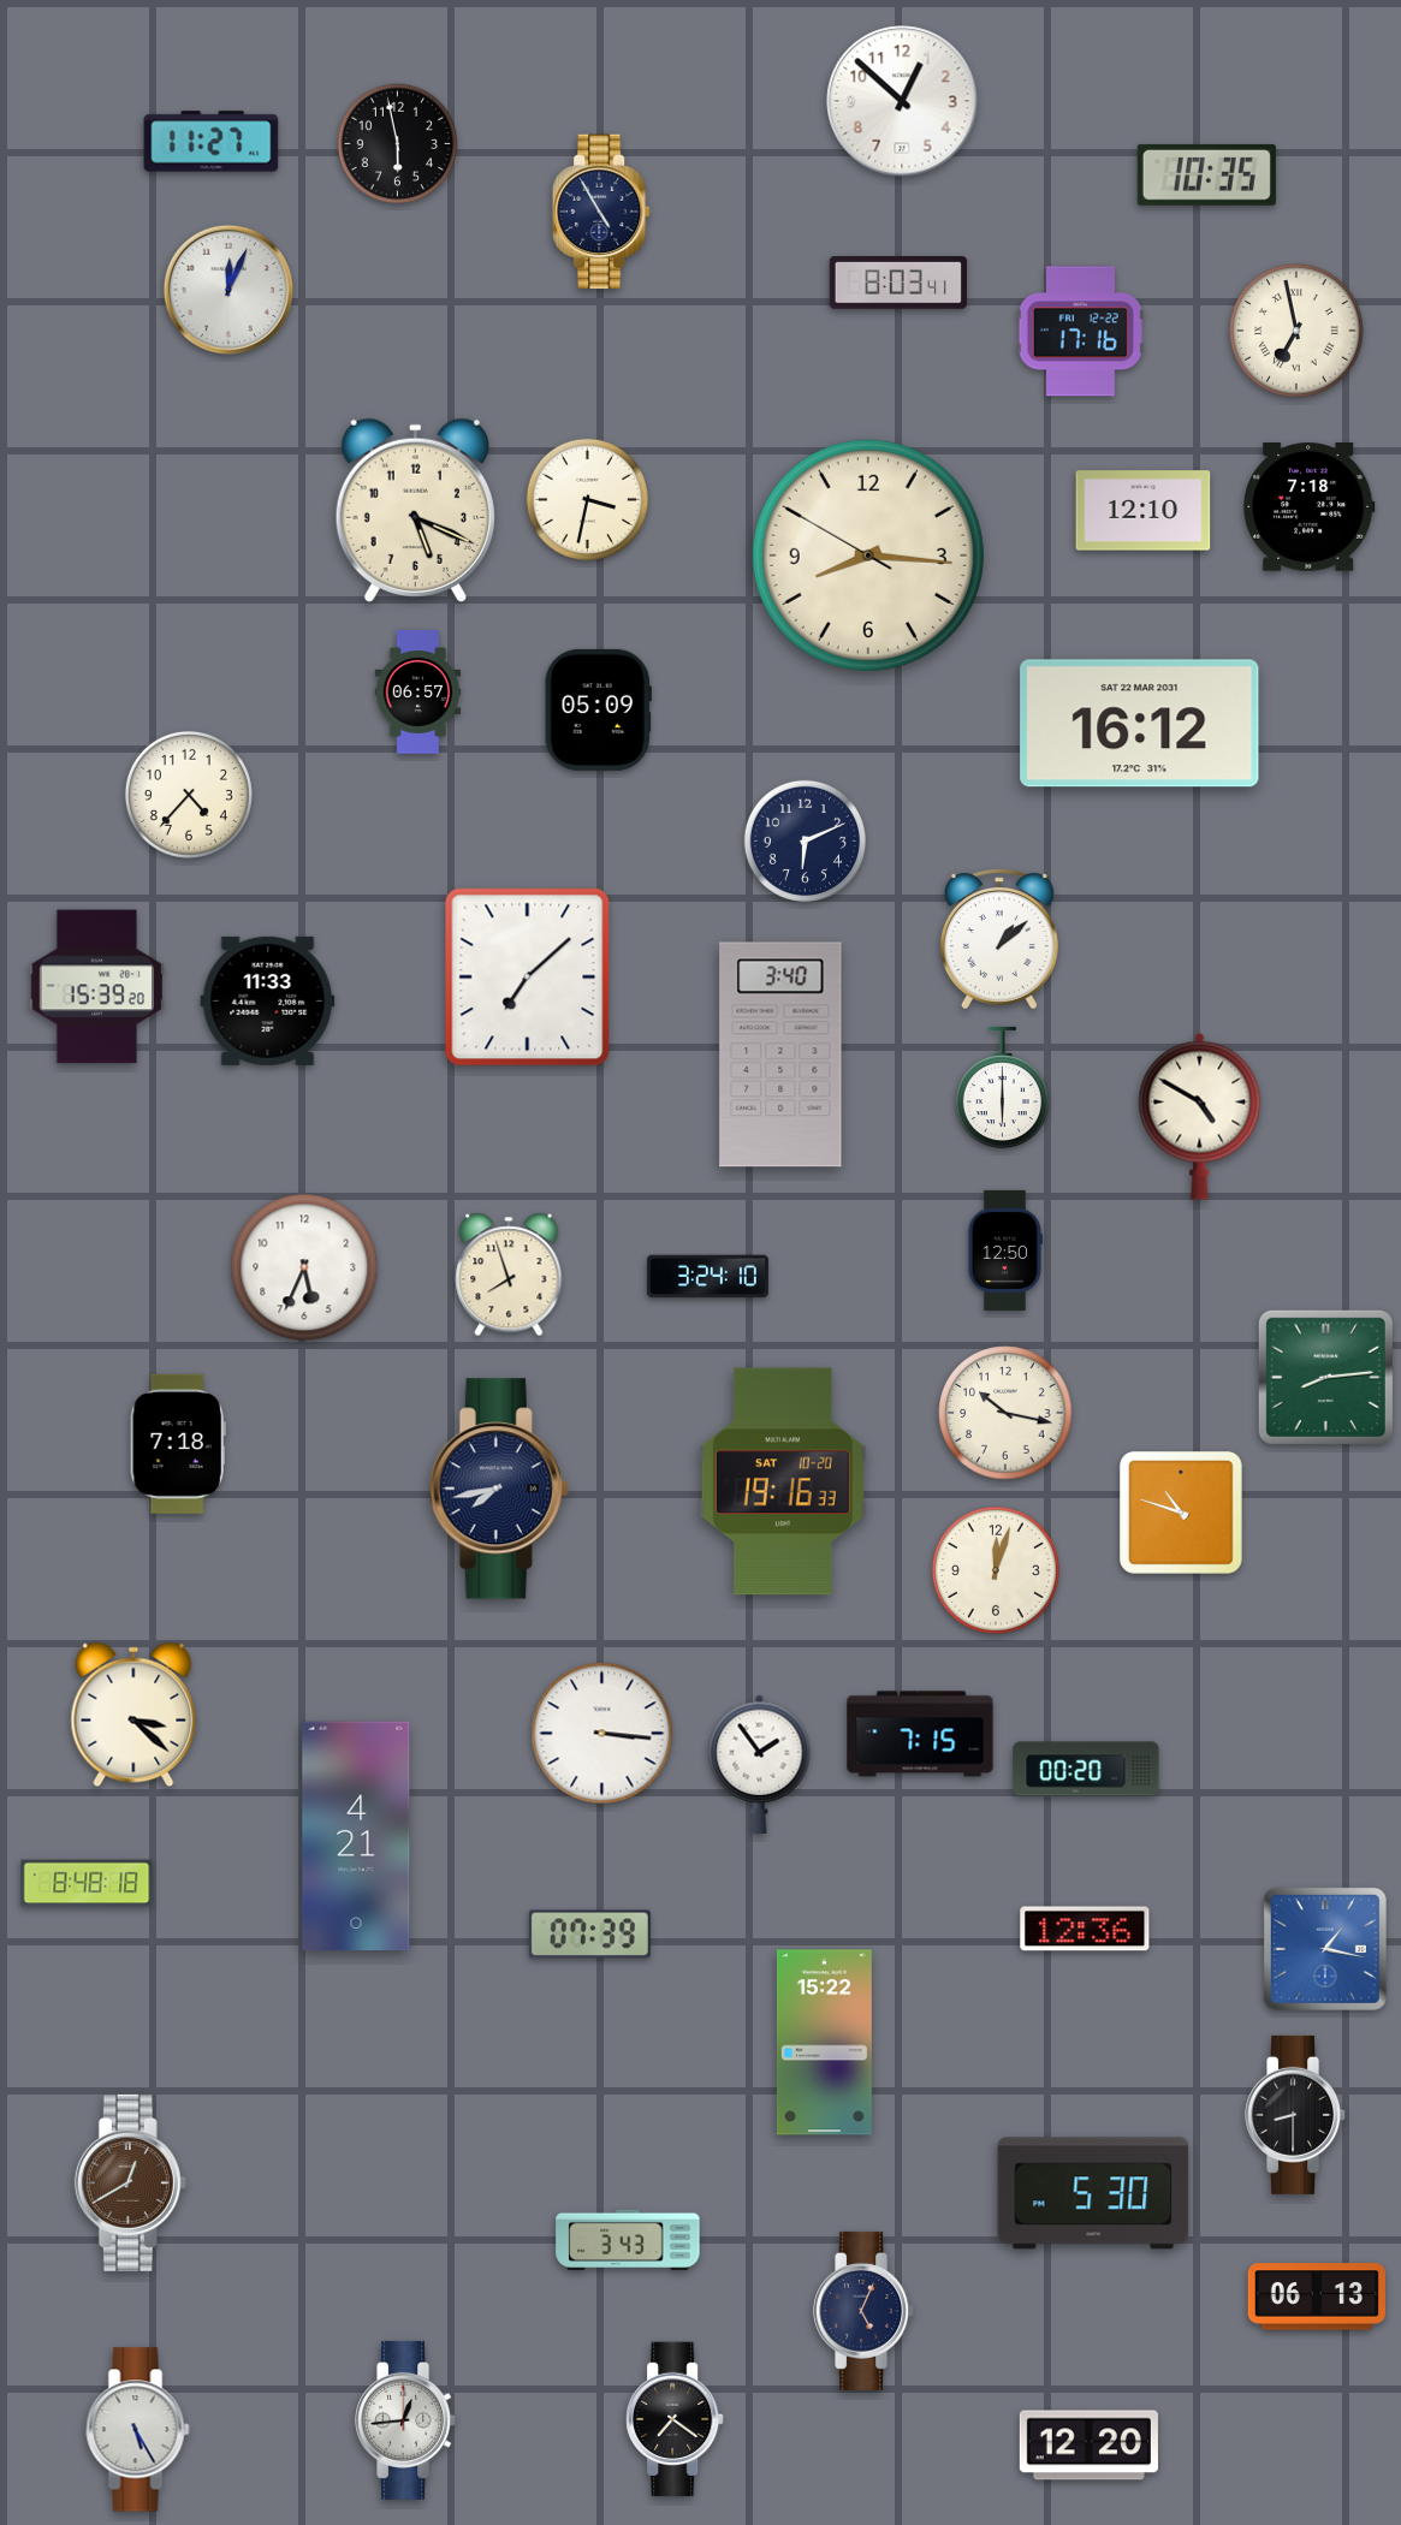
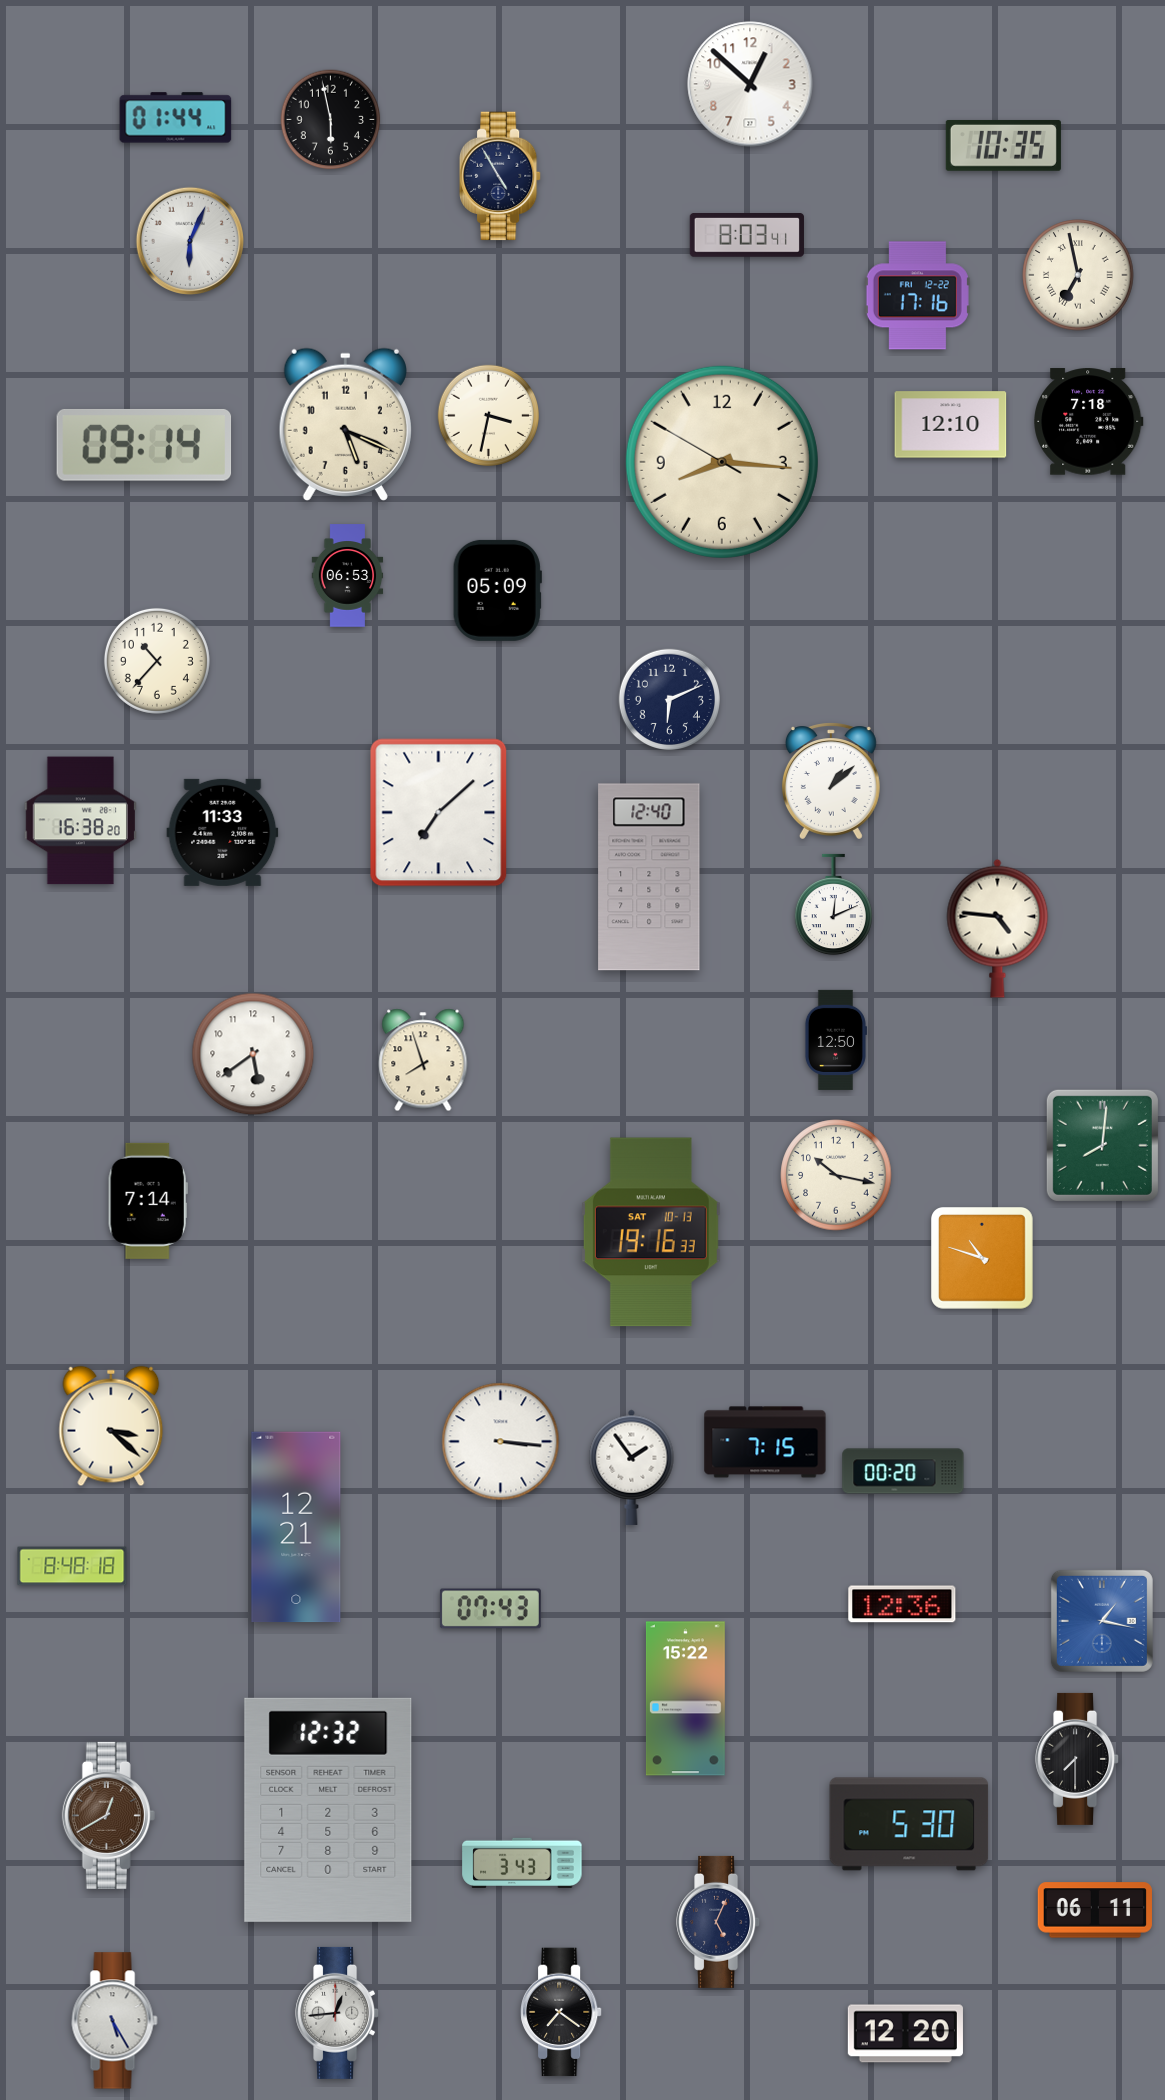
clock at (212, 142): 11:27 -> 01:44
clock at (227, 289): 12:04 -> 6:04
clock at (1080, 332) position: (1080, 332) -> (917, 296)
clock at (144, 445): none -> 09:14
clock at (418, 693): 06:57 -> 06:53
clock at (1140, 724): 16:12 -> none
clock at (189, 795): 4:37 -> 10:37
clock at (96, 987): 15:39 -> 16:38
clock at (780, 1054): 3:40 -> 12:40
clock at (1002, 1088): 6:00 -> 12:11
clock at (1200, 1116): 4:50 -> 4:46
clock at (304, 1267): 5:34 -> 5:39
clock at (707, 1277): 3:24 -> none
clock at (1325, 1377): 8:14 -> 8:01
clock at (178, 1444): 7:18 -> 7:14
clock at (783, 1481) date: SAT 10-20 -> SAT 10-13
clock at (499, 1489): 7:43 -> none
clock at (996, 1570): 12:03 -> none
clock at (356, 1836): 4:21 -> 12:21
clock at (589, 1935): 07:39 -> 07:43
clock at (1296, 2115): 8:30 -> 7:30
clock at (328, 1810): none -> 12:32
clock at (1317, 2297): 06:13 -> 06:11
